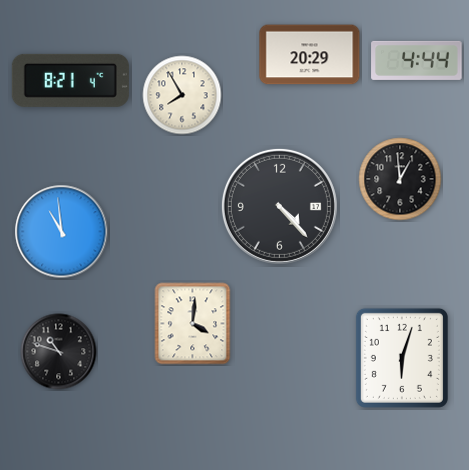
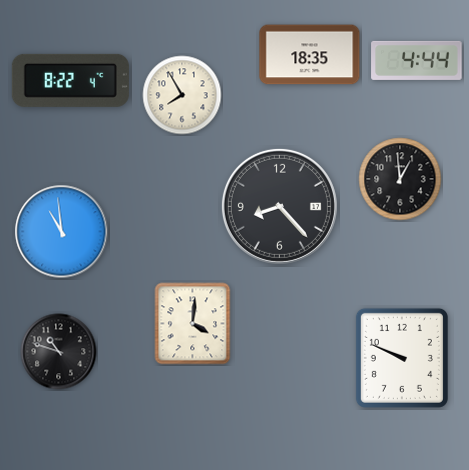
clock at (310, 55): 20:29 -> 18:35
clock at (70, 80): 8:21 -> 8:22
clock at (279, 206): 4:23 -> 8:23
clock at (402, 358): 6:03 -> 9:49
